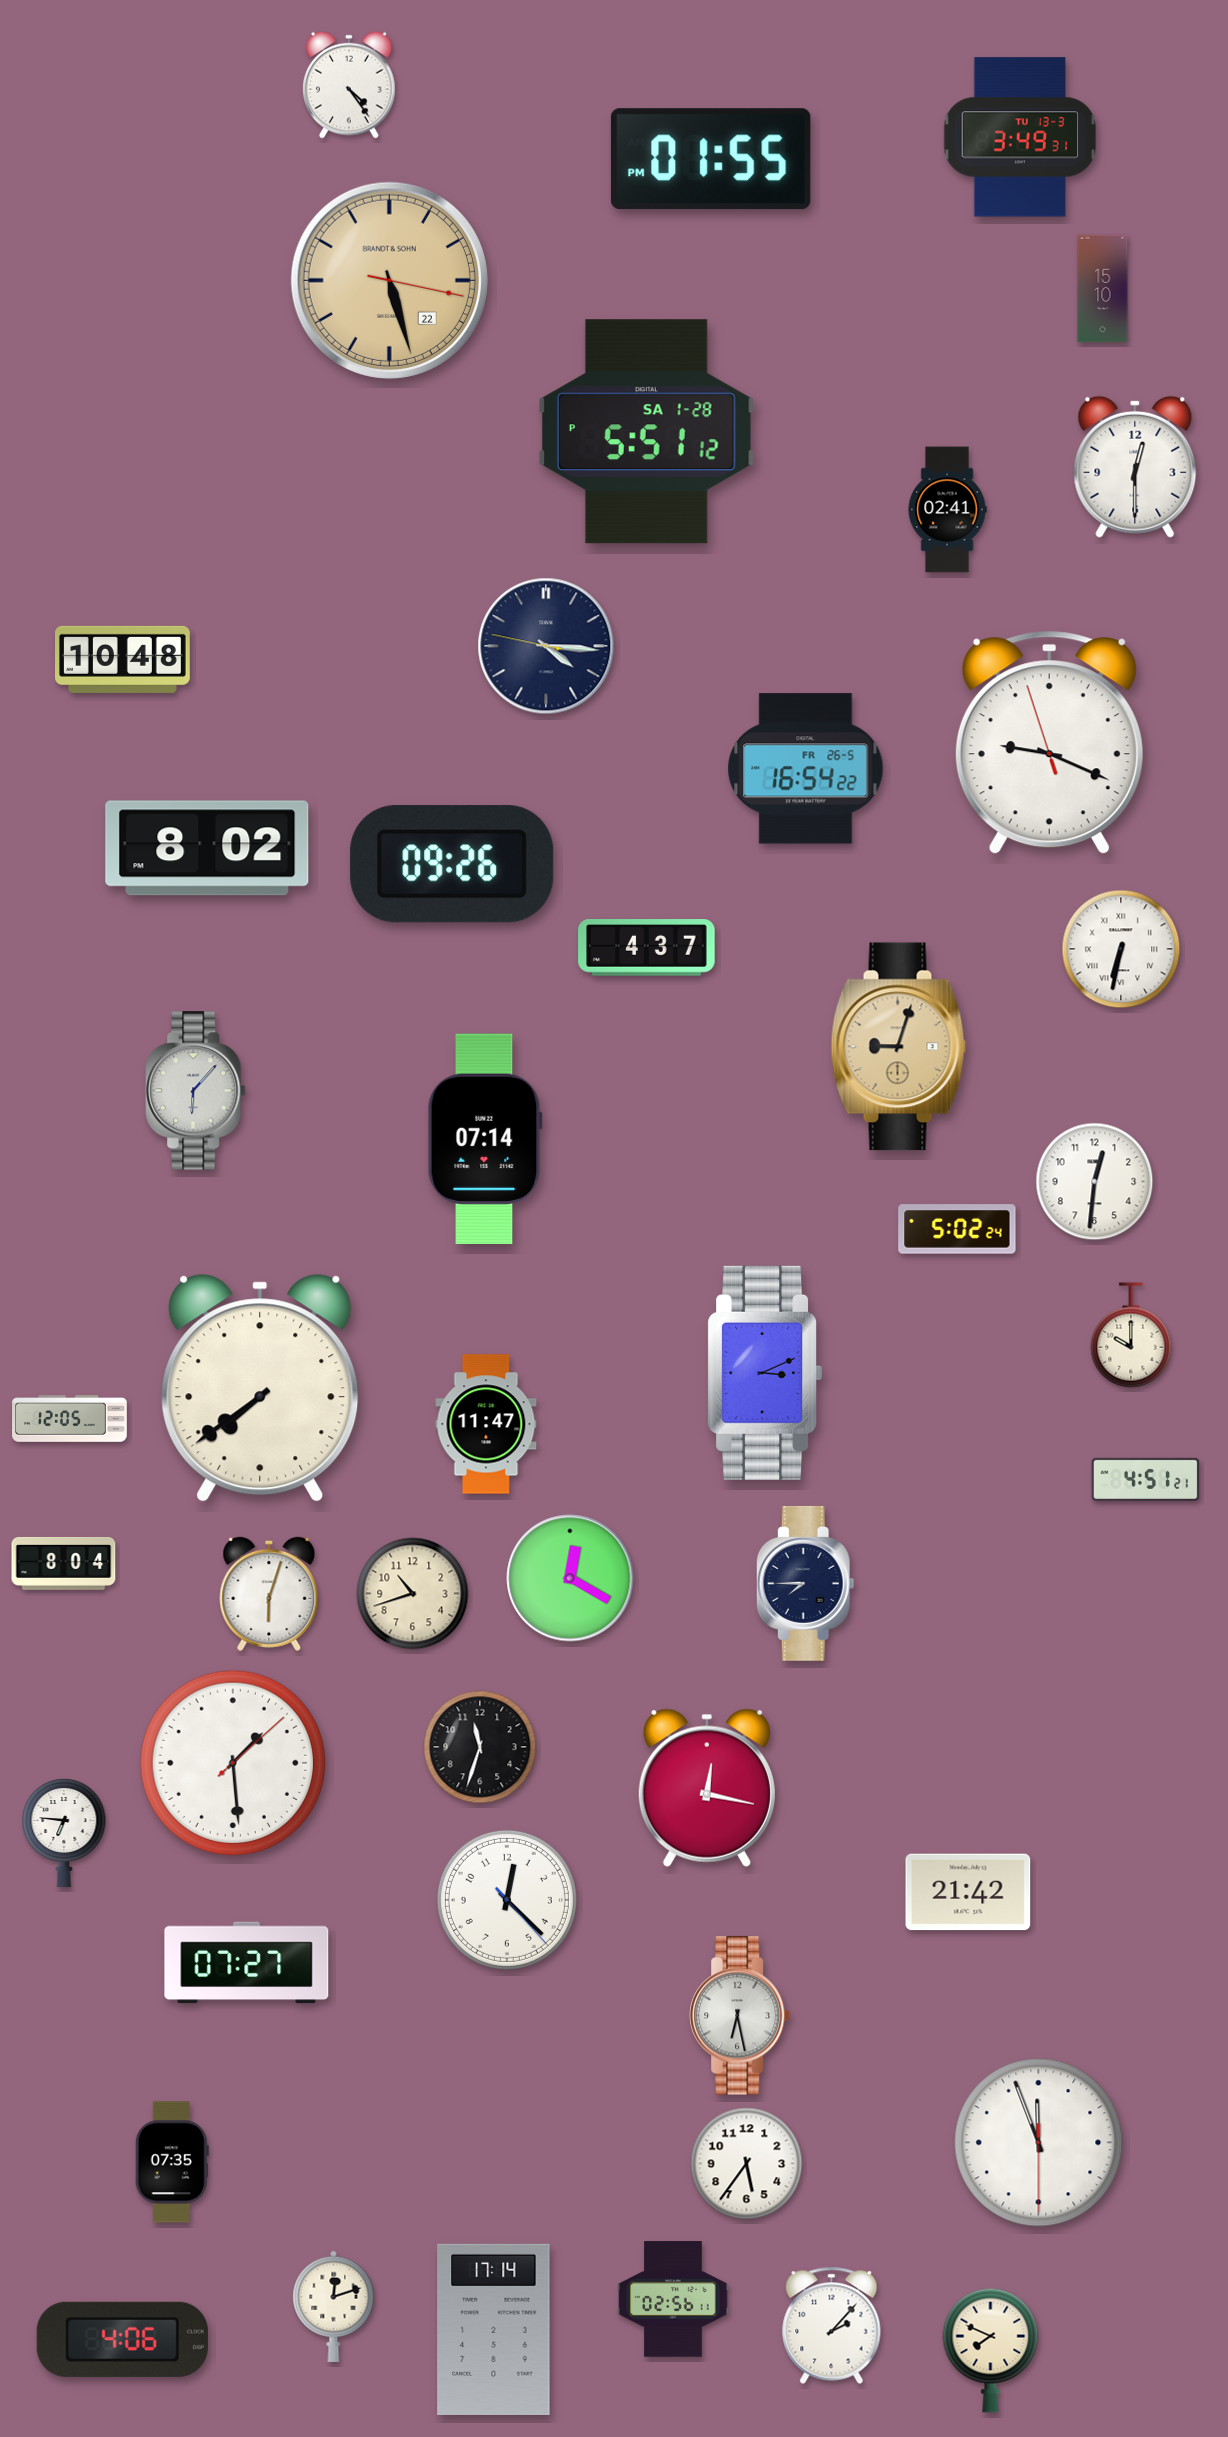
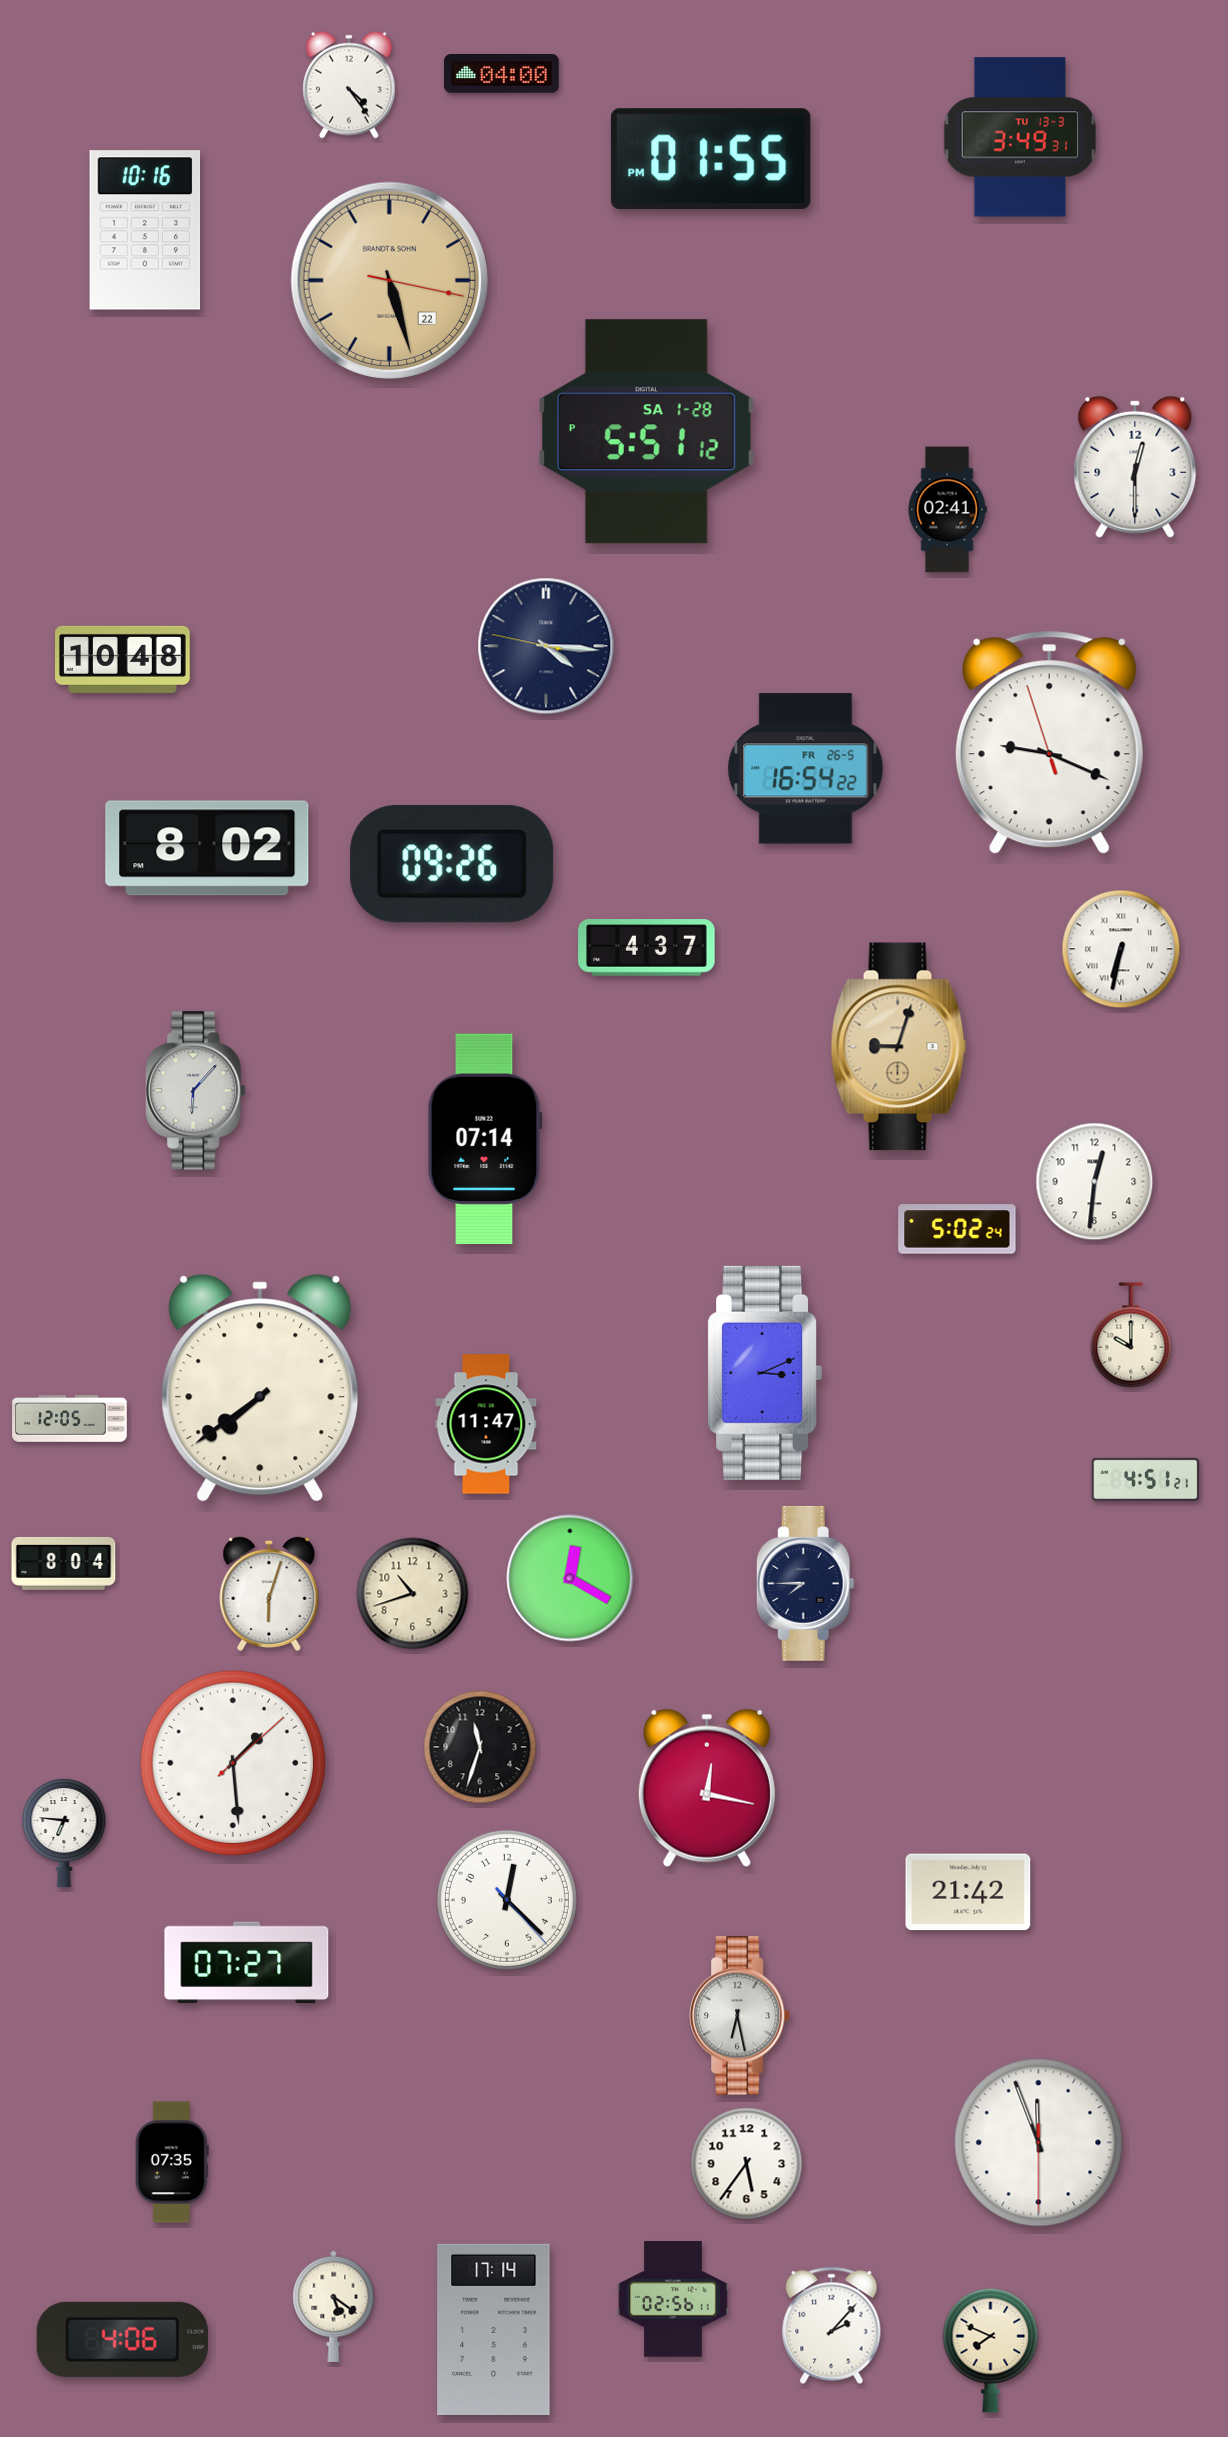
clock at (502, 74): none -> 04:00
clock at (145, 230): none -> 10:16
clock at (1103, 289): 15:10 -> none
clock at (334, 2306): 12:12 -> 5:21
